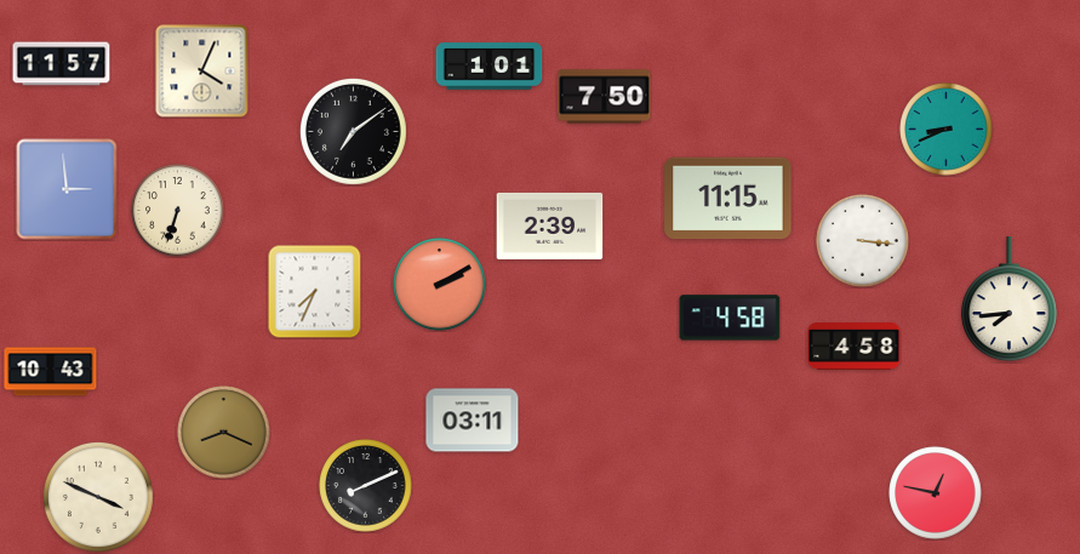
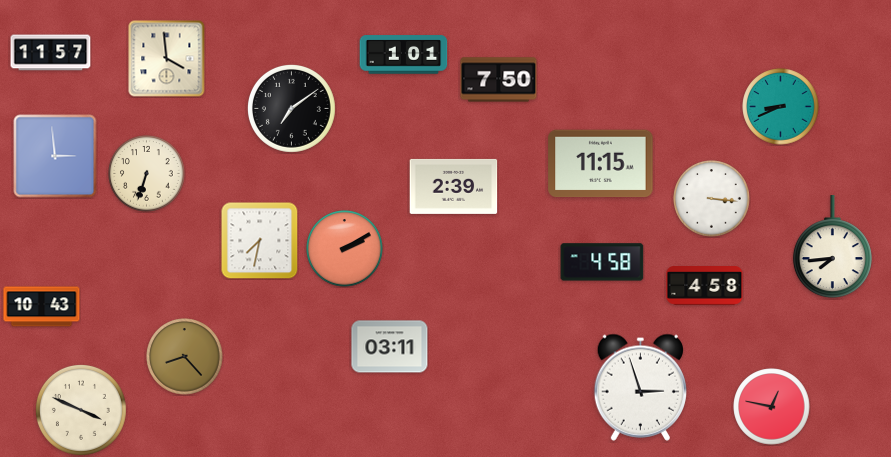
clock at (202, 72): 4:04 -> 3:59
clock at (440, 285) position: (440, 285) -> (345, 249)
clock at (314, 291): 7:34 -> 7:32
clock at (224, 433): 8:19 -> 8:23
clock at (640, 387): none -> 2:57
clock at (366, 486): 8:11 -> none
